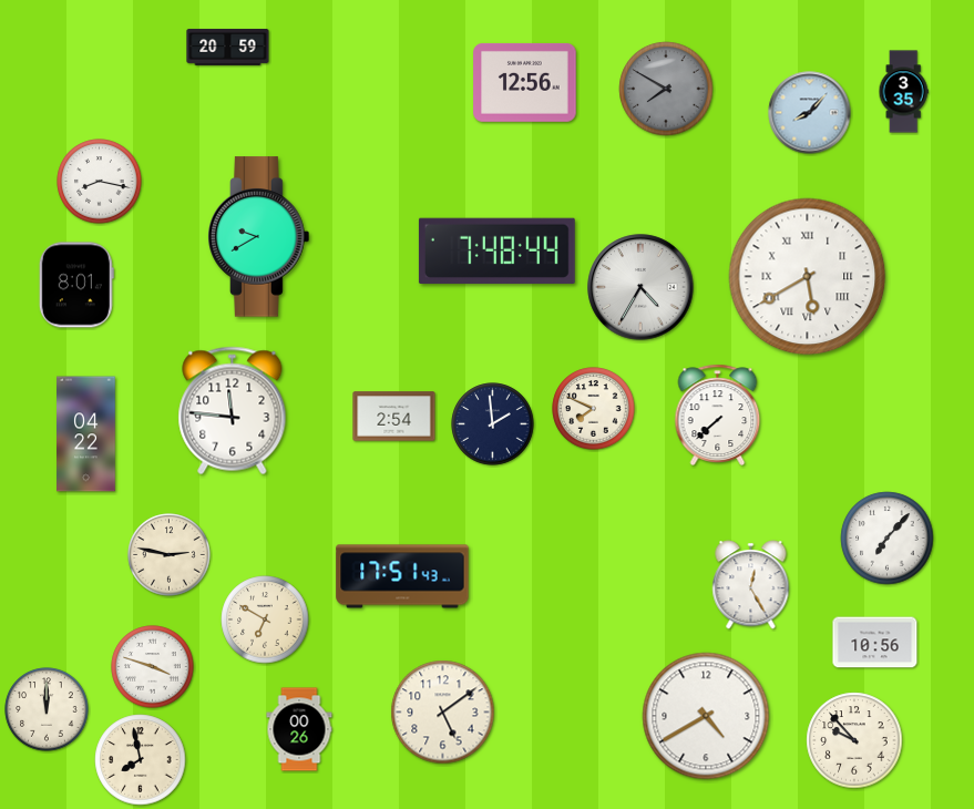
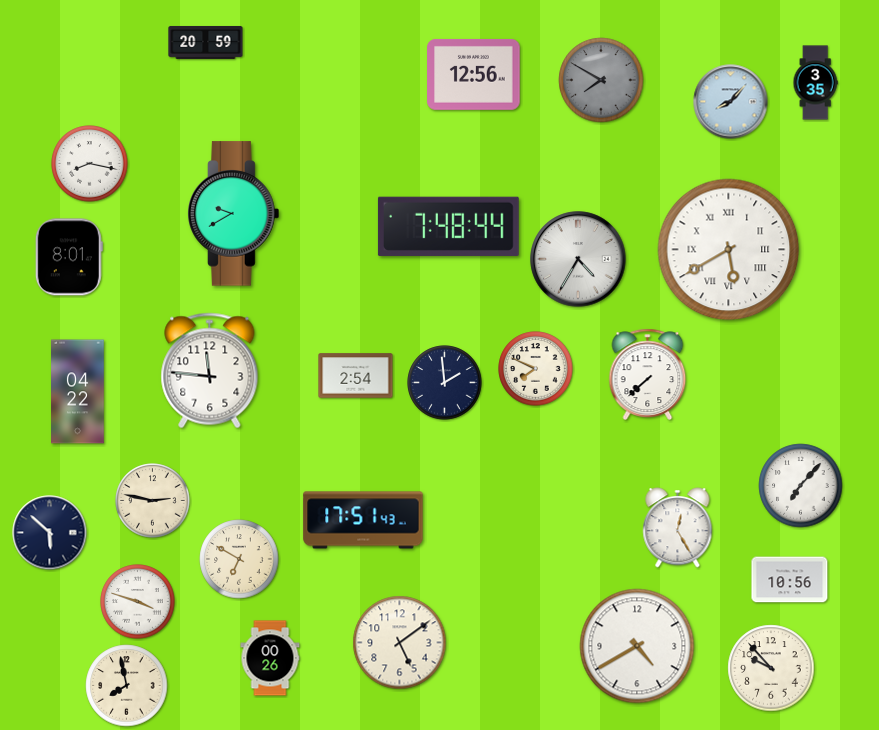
clock at (50, 533): none -> 5:52
clock at (47, 709): 12:00 -> none
